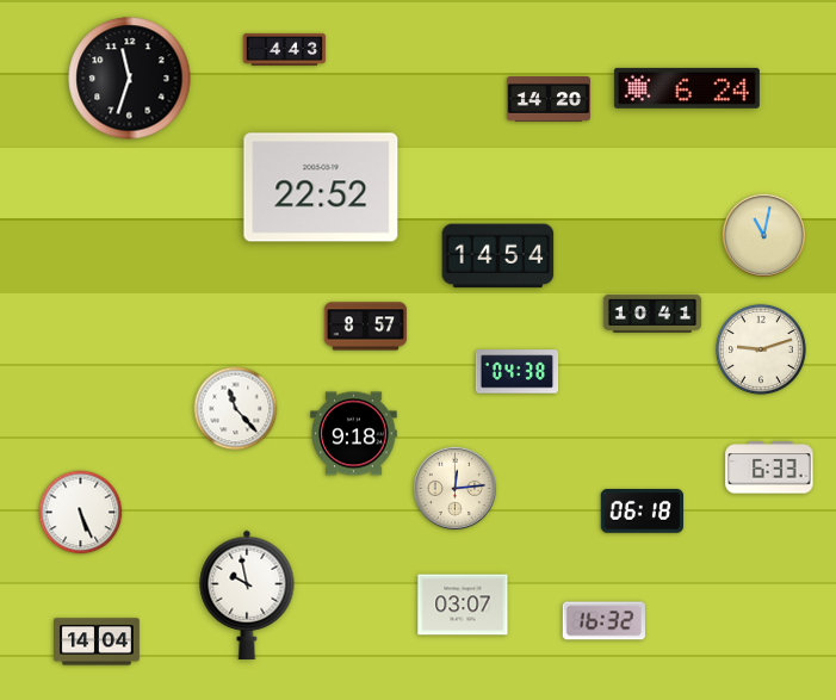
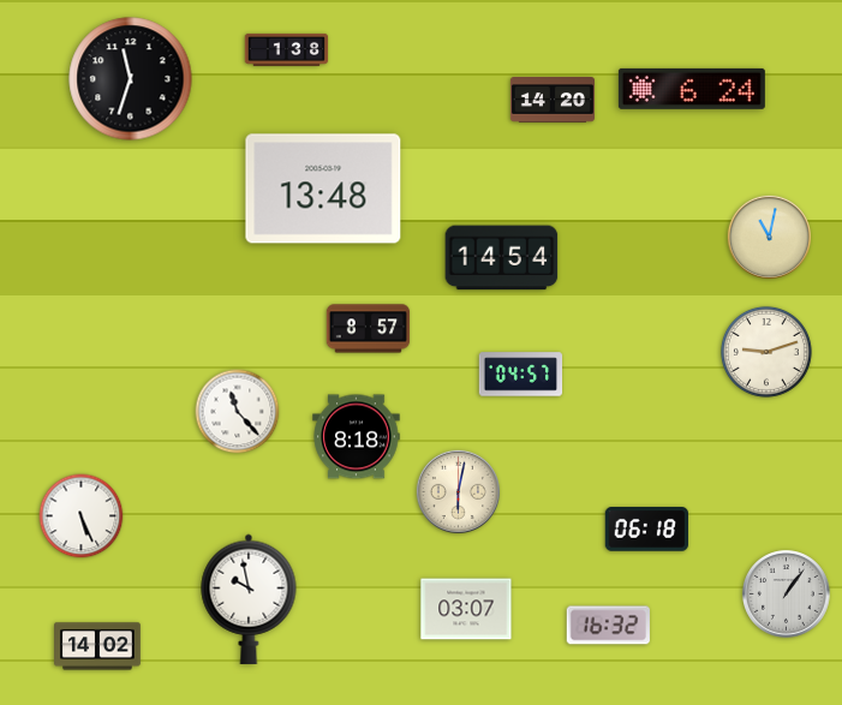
clock at (285, 49): 4:43 -> 1:38
clock at (321, 187): 22:52 -> 13:48
clock at (652, 314): 10:41 -> none
clock at (518, 372): 04:38 -> 04:57
clock at (354, 434): 9:18 -> 8:18
clock at (769, 467): 6:33 -> none
clock at (454, 488): 12:14 -> 6:02
clock at (642, 512) position: (642, 512) -> (646, 530)
clock at (787, 595): none -> 1:06
clock at (97, 642): 14:04 -> 14:02
